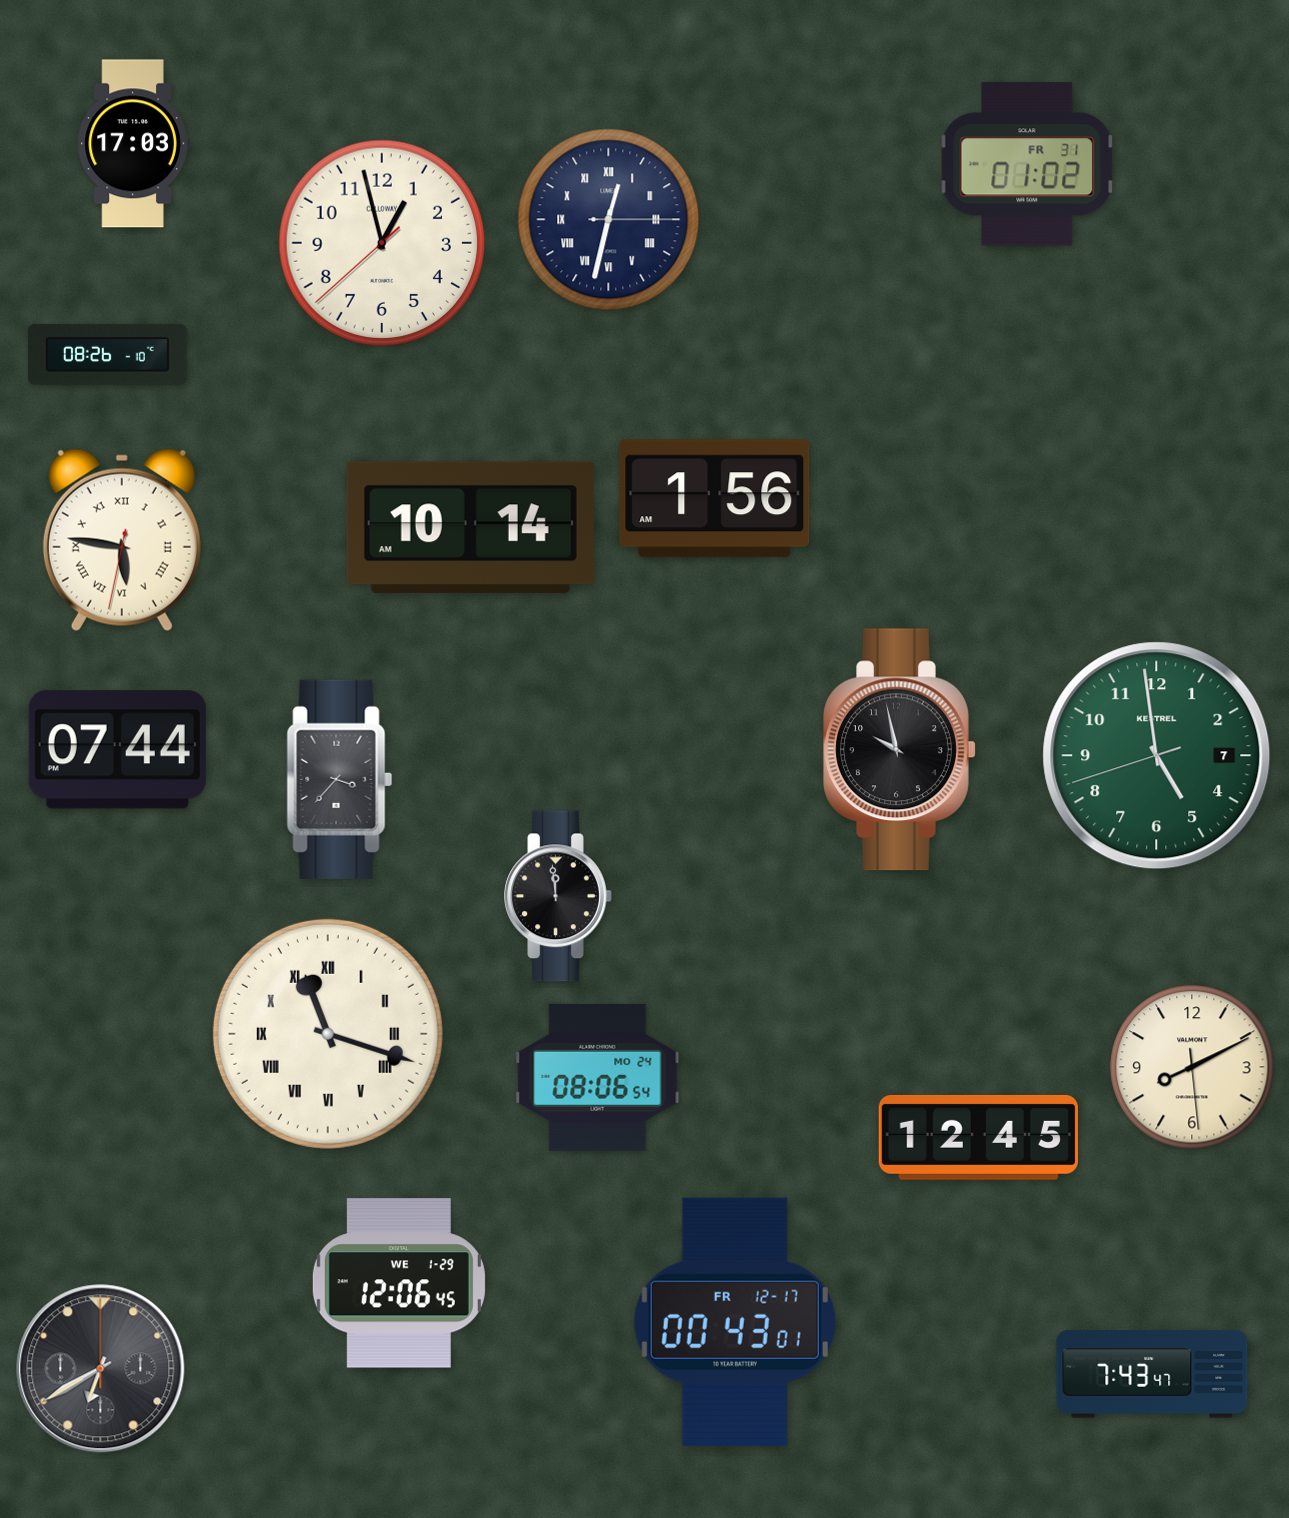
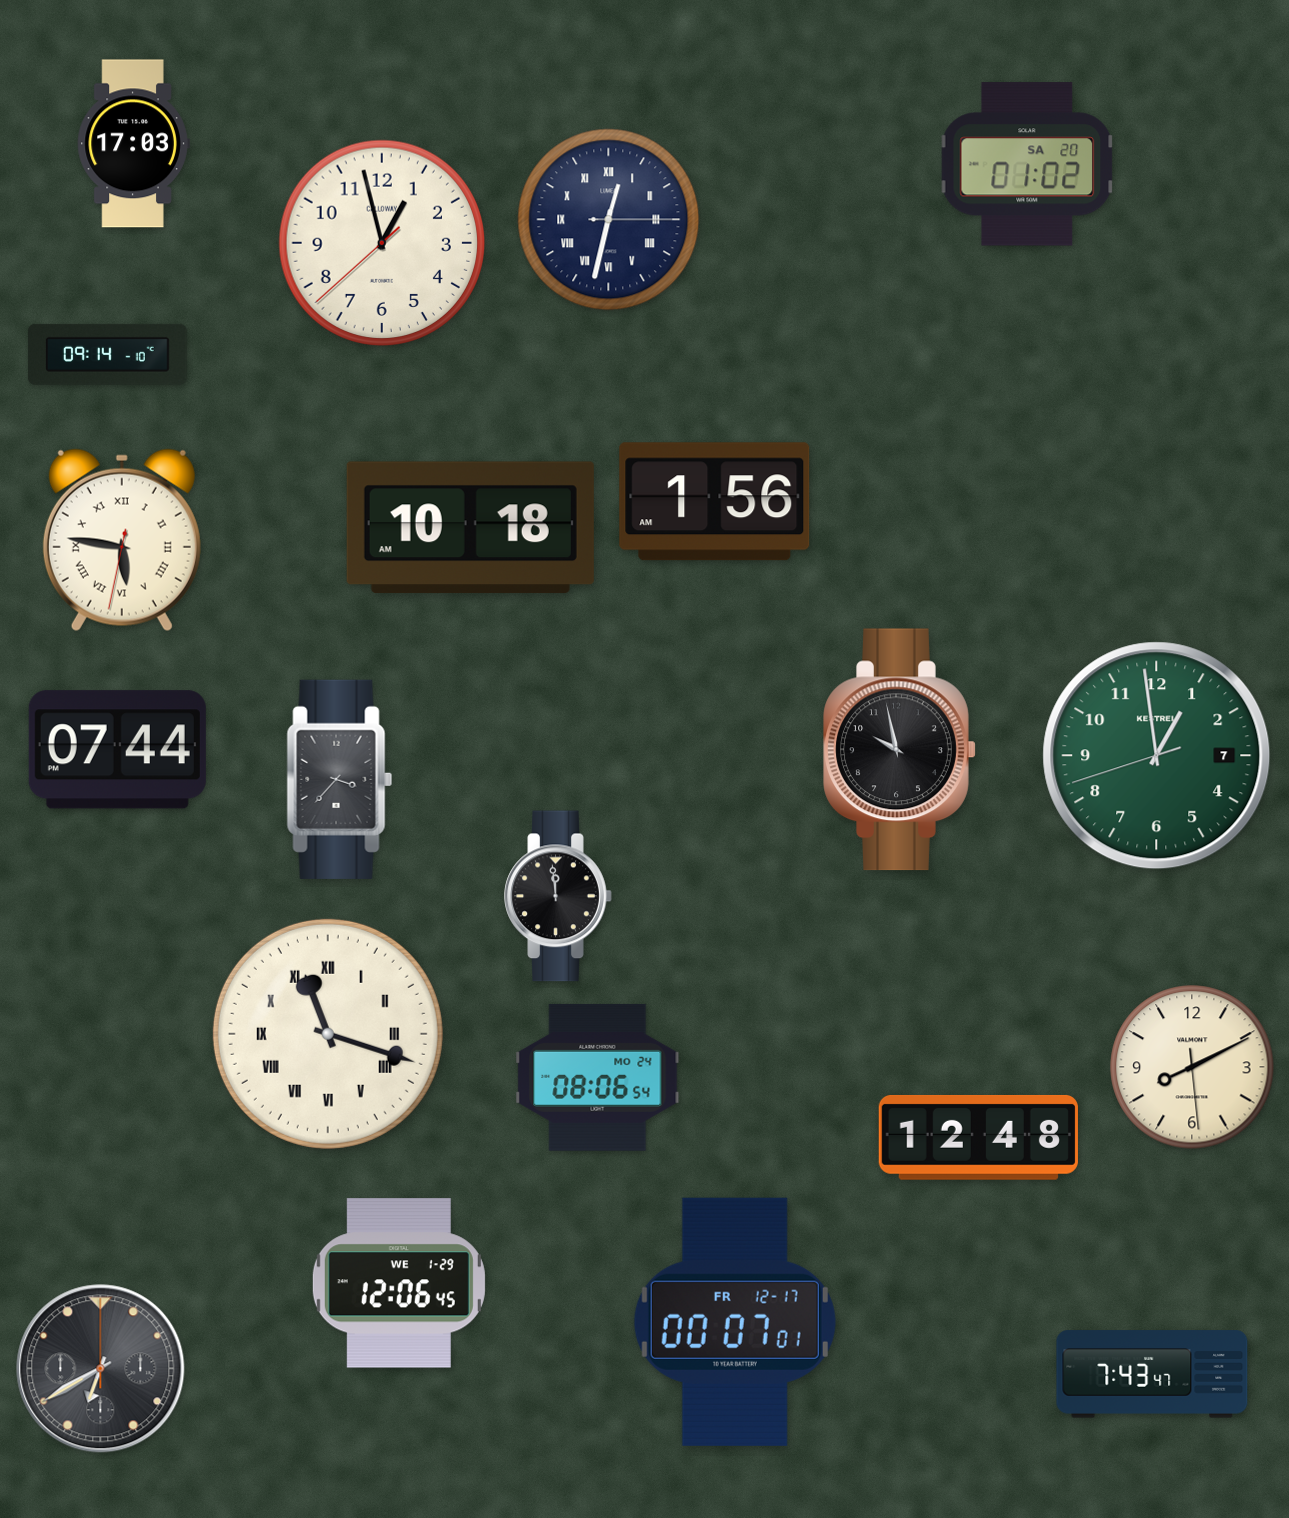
clock at (1027, 164) date: FR 31 -> SA 20
clock at (108, 354): 08:26 -> 09:14
clock at (715, 499) position: (715, 499) -> (715, 502)
clock at (470, 528): 10:14 -> 10:18
clock at (1157, 756): 4:58 -> 12:58
clock at (978, 1137): 12:45 -> 12:48
clock at (735, 1322): 00:43 -> 00:07
